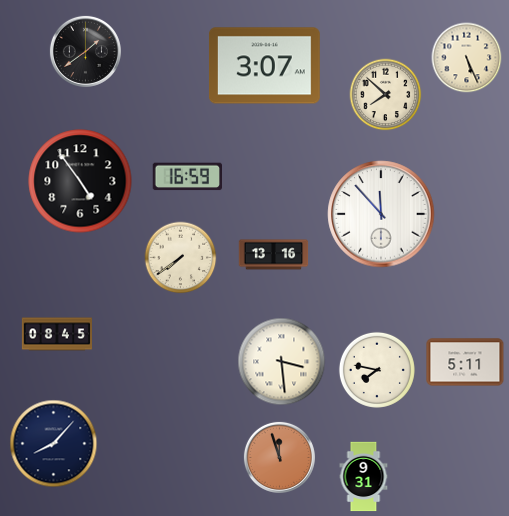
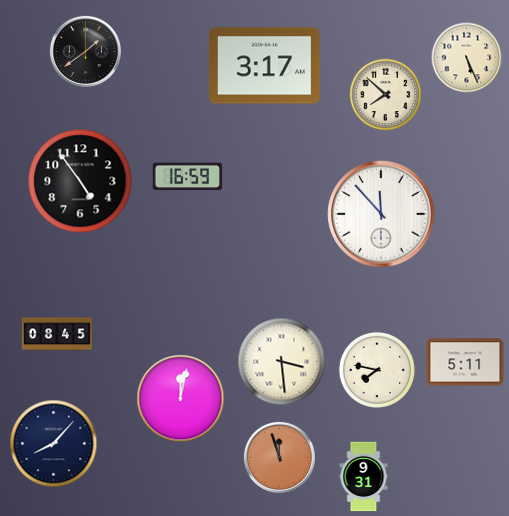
clock at (264, 66): 3:07 -> 3:17
clock at (274, 255): 13:16 -> none
clock at (181, 258): 7:39 -> none
clock at (181, 399): none -> 12:02
